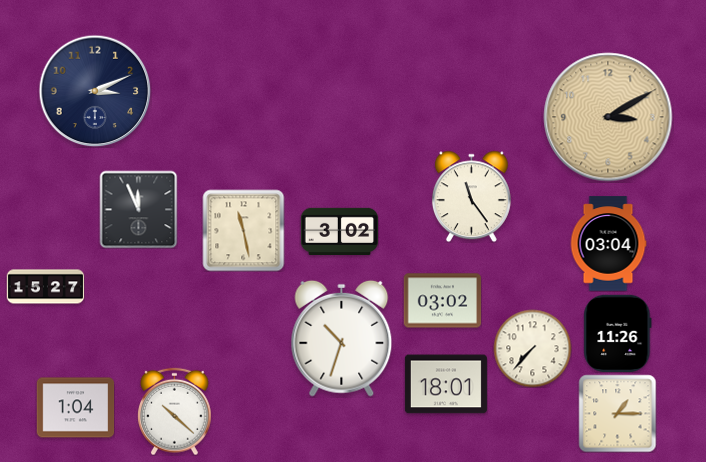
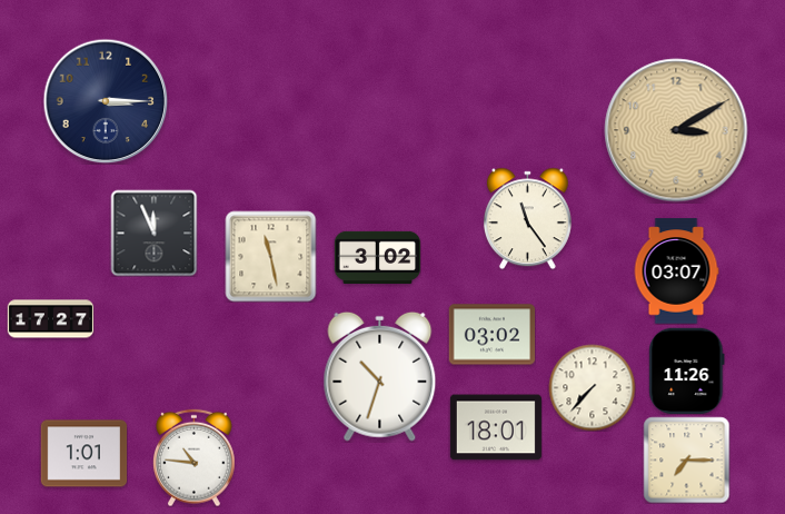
clock at (95, 91): 3:11 -> 3:15
clock at (471, 196) position: (471, 196) -> (527, 218)
clock at (608, 244): 03:04 -> 03:07
clock at (45, 287): 15:27 -> 17:27
clock at (75, 408): 1:04 -> 1:01
clock at (175, 411): 10:22 -> 10:46
clock at (617, 413): 1:15 -> 7:15
